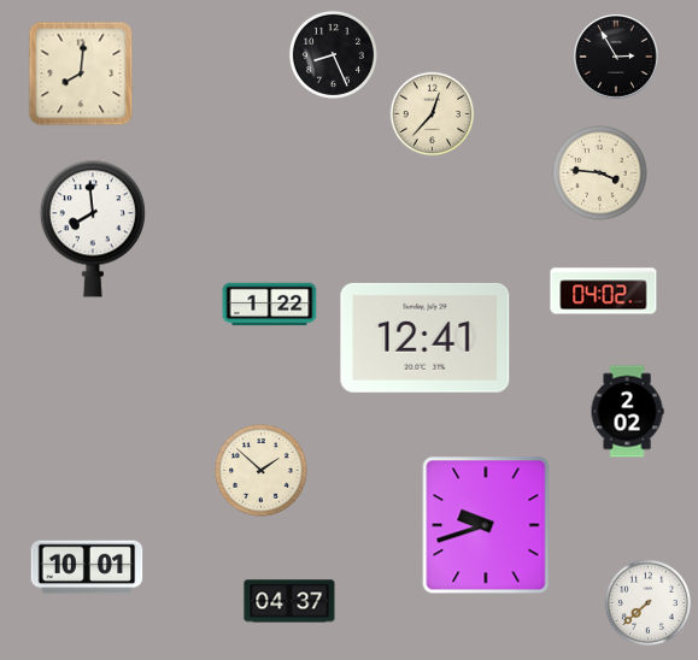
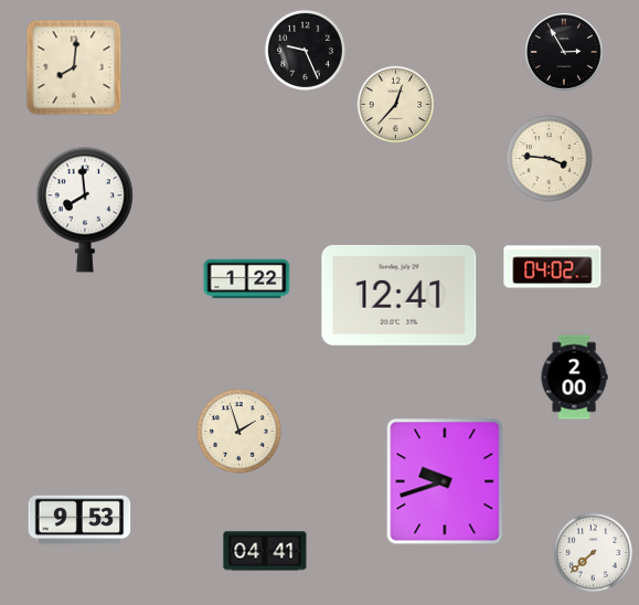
clock at (333, 54): 8:26 -> 9:26
clock at (426, 337) position: (426, 337) -> (400, 295)
clock at (627, 412): 2:02 -> 2:00
clock at (262, 471): 1:52 -> 1:57
clock at (87, 567): 10:01 -> 9:53
clock at (289, 601): 04:37 -> 04:41
